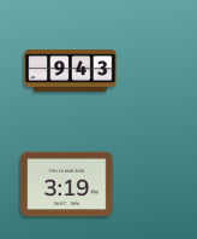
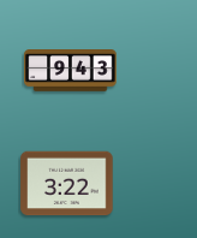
clock at (67, 185): 3:19 -> 3:22
